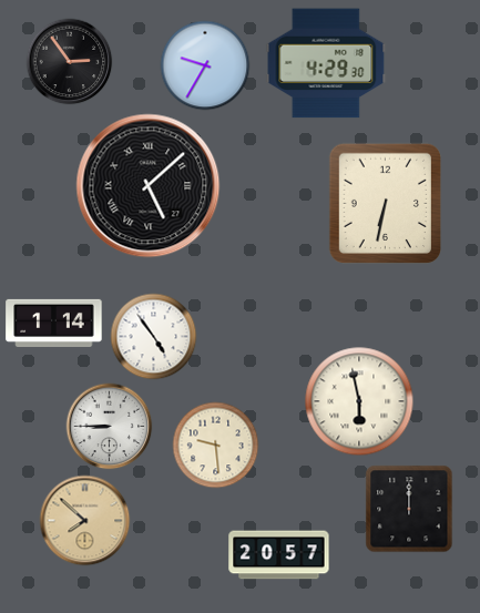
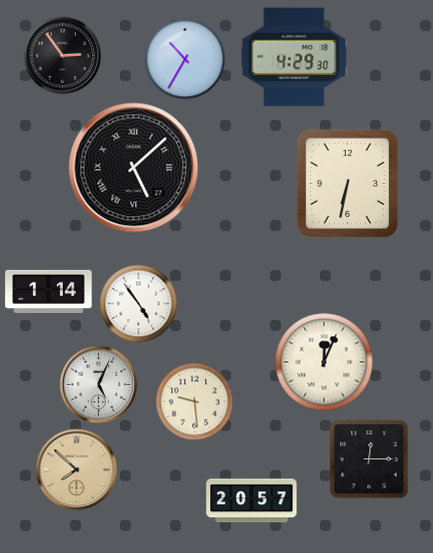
clock at (205, 65): 9:35 -> 10:35
clock at (359, 401): 5:58 -> 12:04
clock at (109, 426): 8:45 -> 5:04
clock at (409, 509): 12:00 -> 12:15
